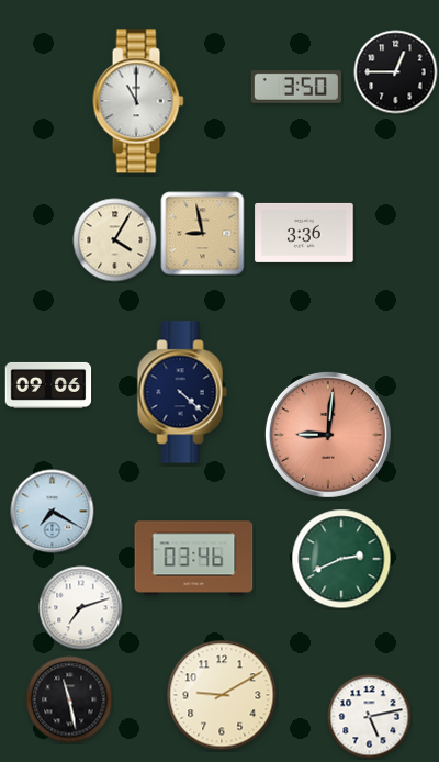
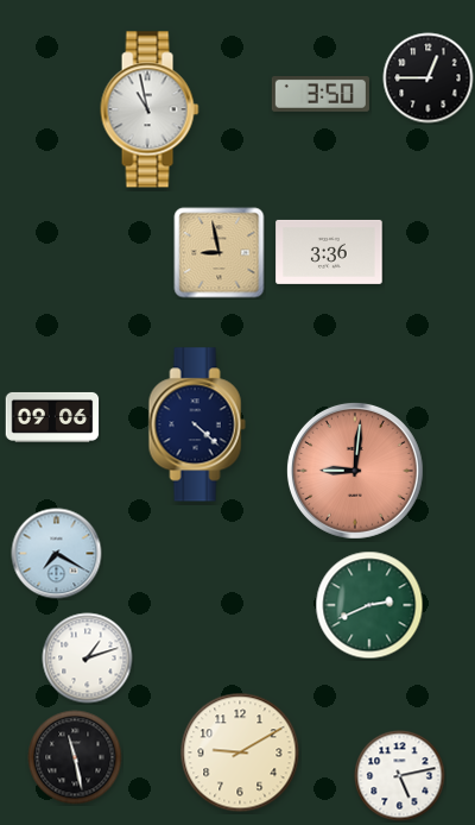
clock at (138, 101): 11:00 -> 10:58
clock at (115, 240): 4:05 -> none
clock at (194, 559): 03:46 -> none
clock at (81, 608): 7:12 -> 1:12
